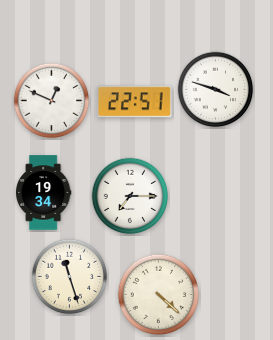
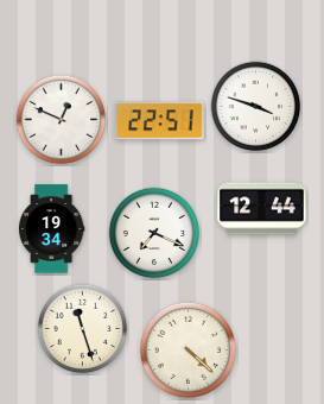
clock at (262, 209): none -> 12:44
clock at (130, 196): 7:15 -> 7:19
